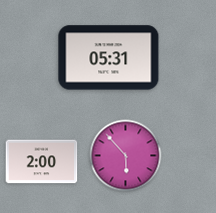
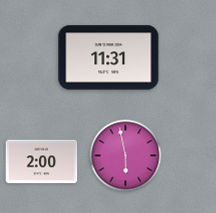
clock at (109, 58): 05:31 -> 11:31
clock at (126, 156): 5:53 -> 5:58
